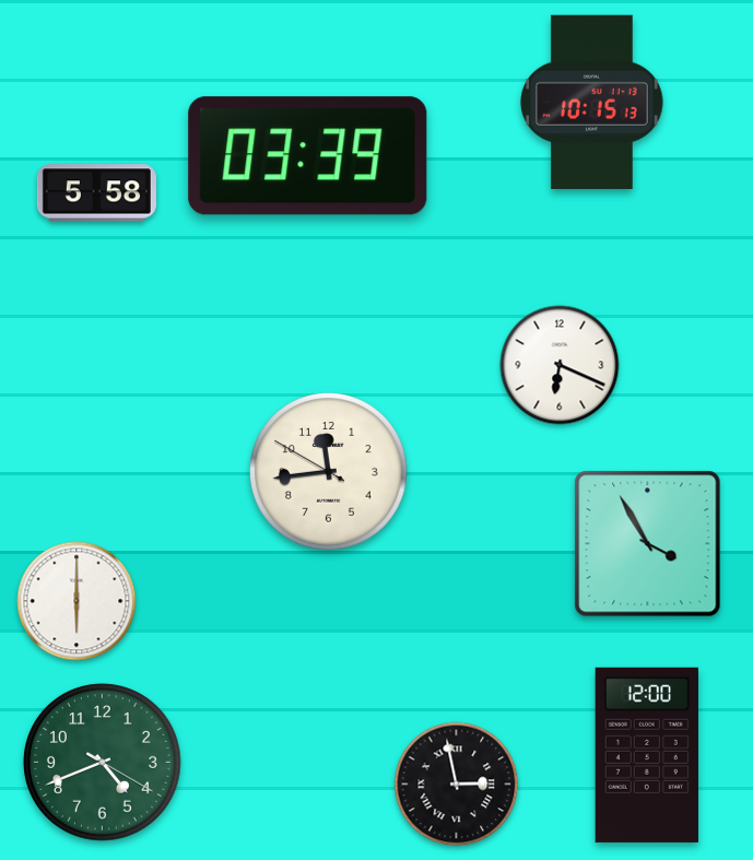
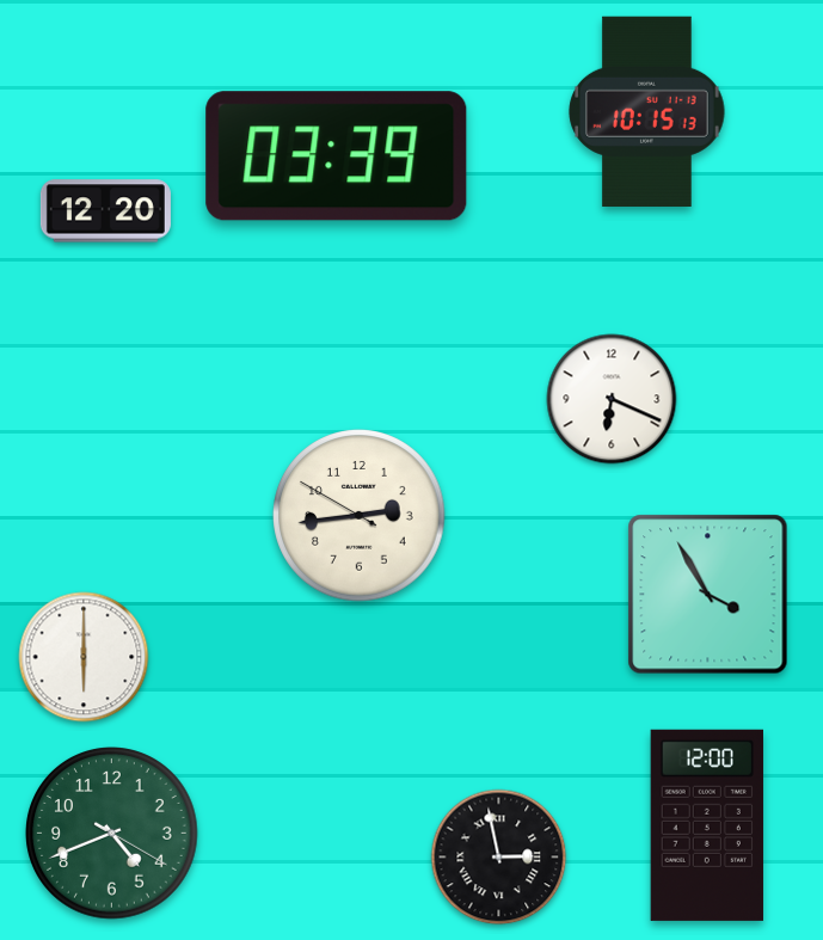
clock at (308, 156) position: (308, 156) -> (337, 156)
clock at (96, 193): 5:58 -> 12:20
clock at (329, 472): 11:43 -> 2:43
